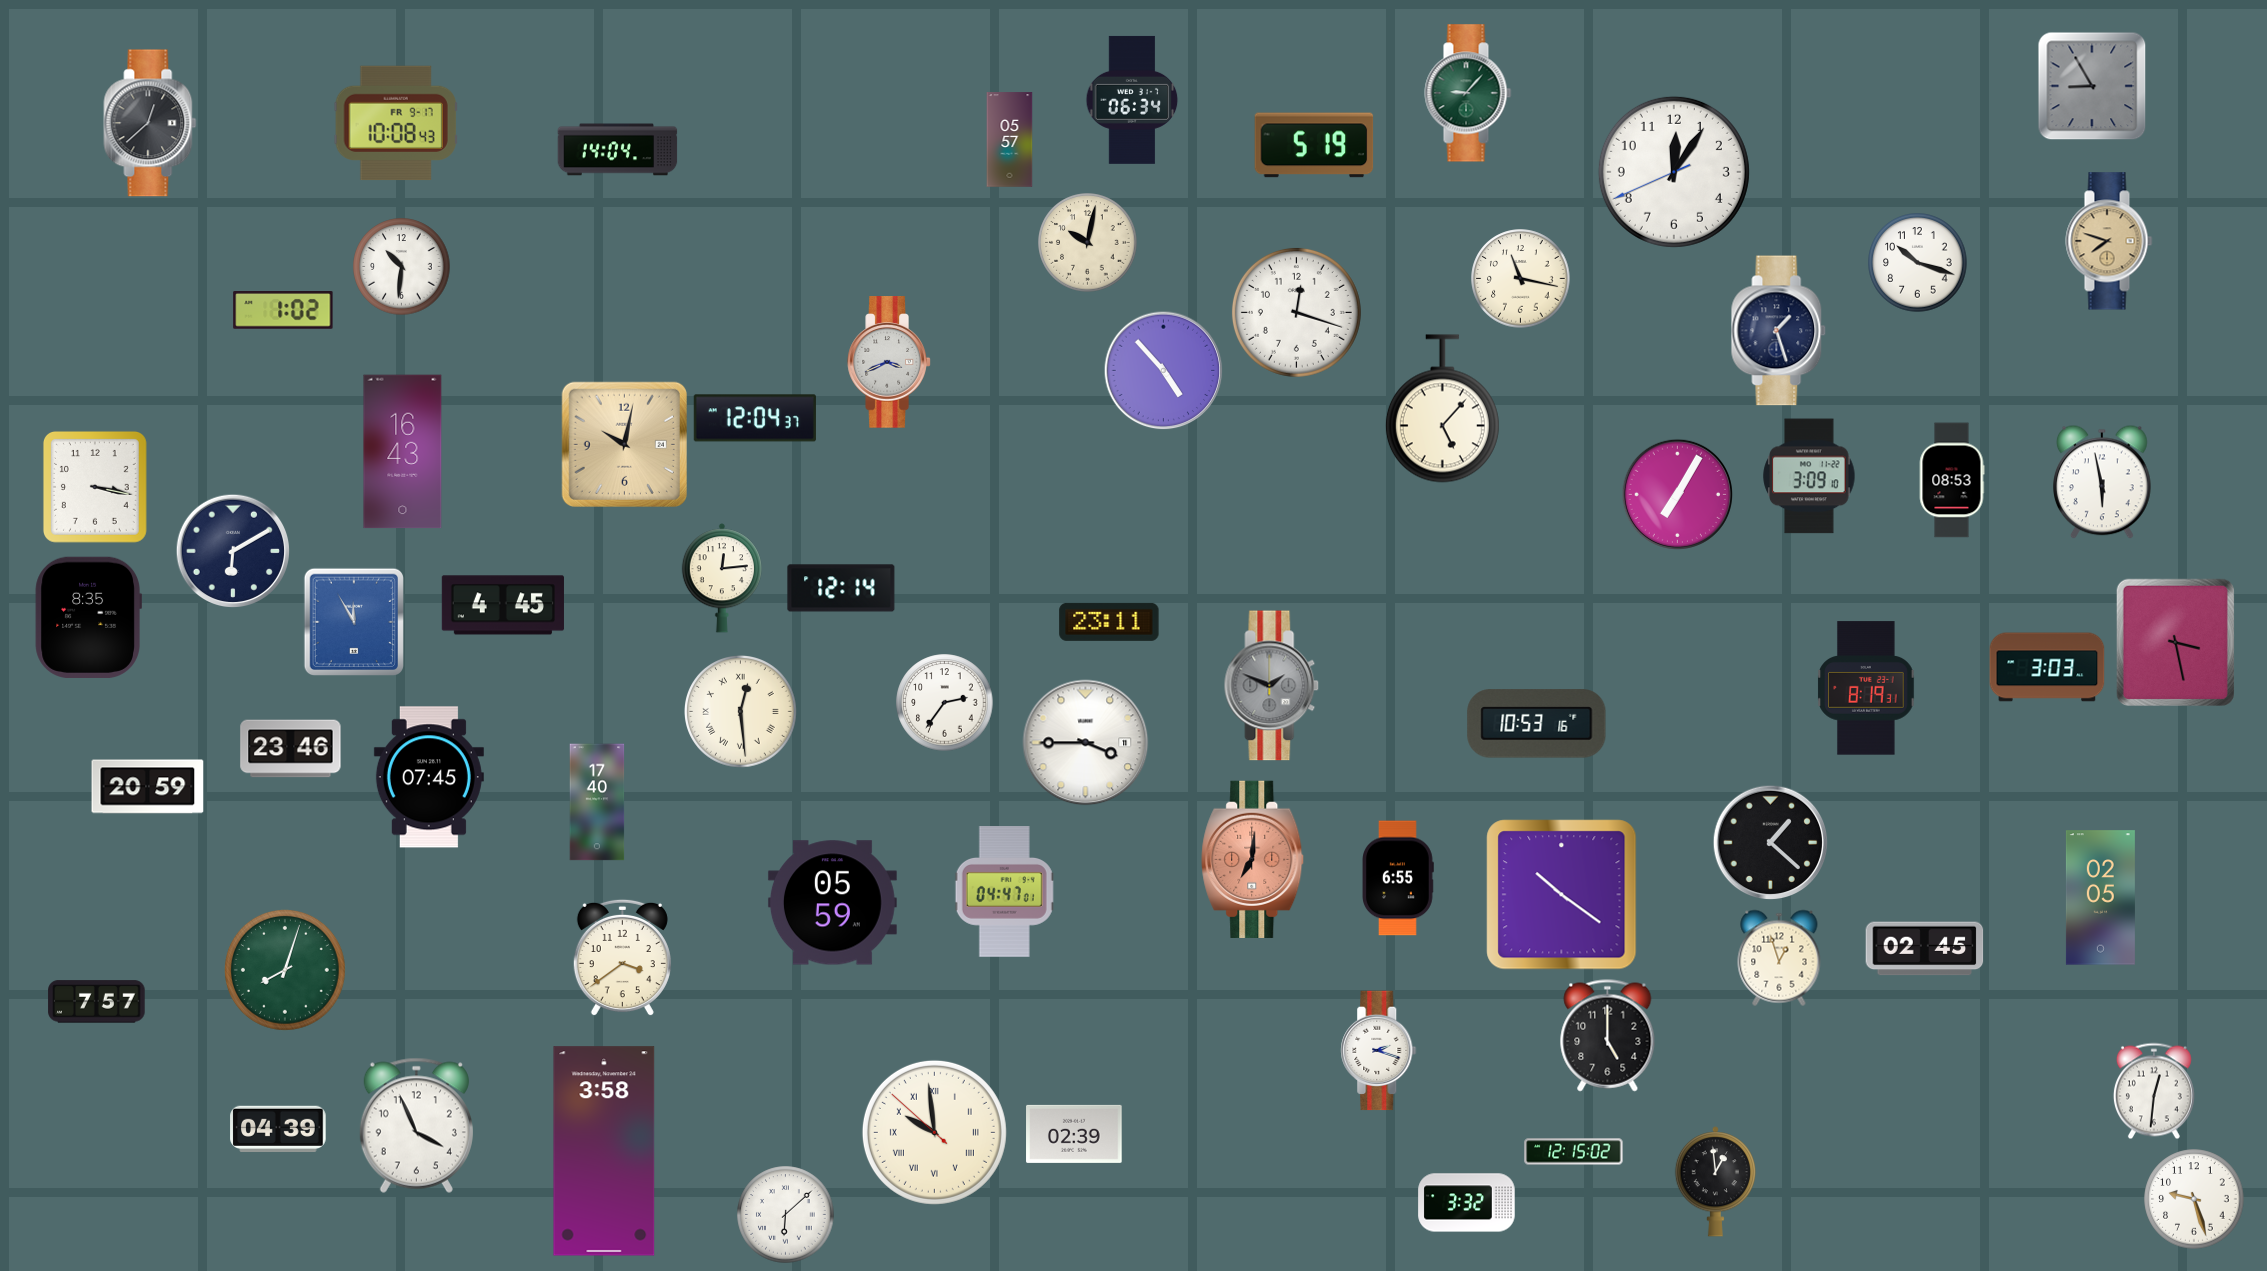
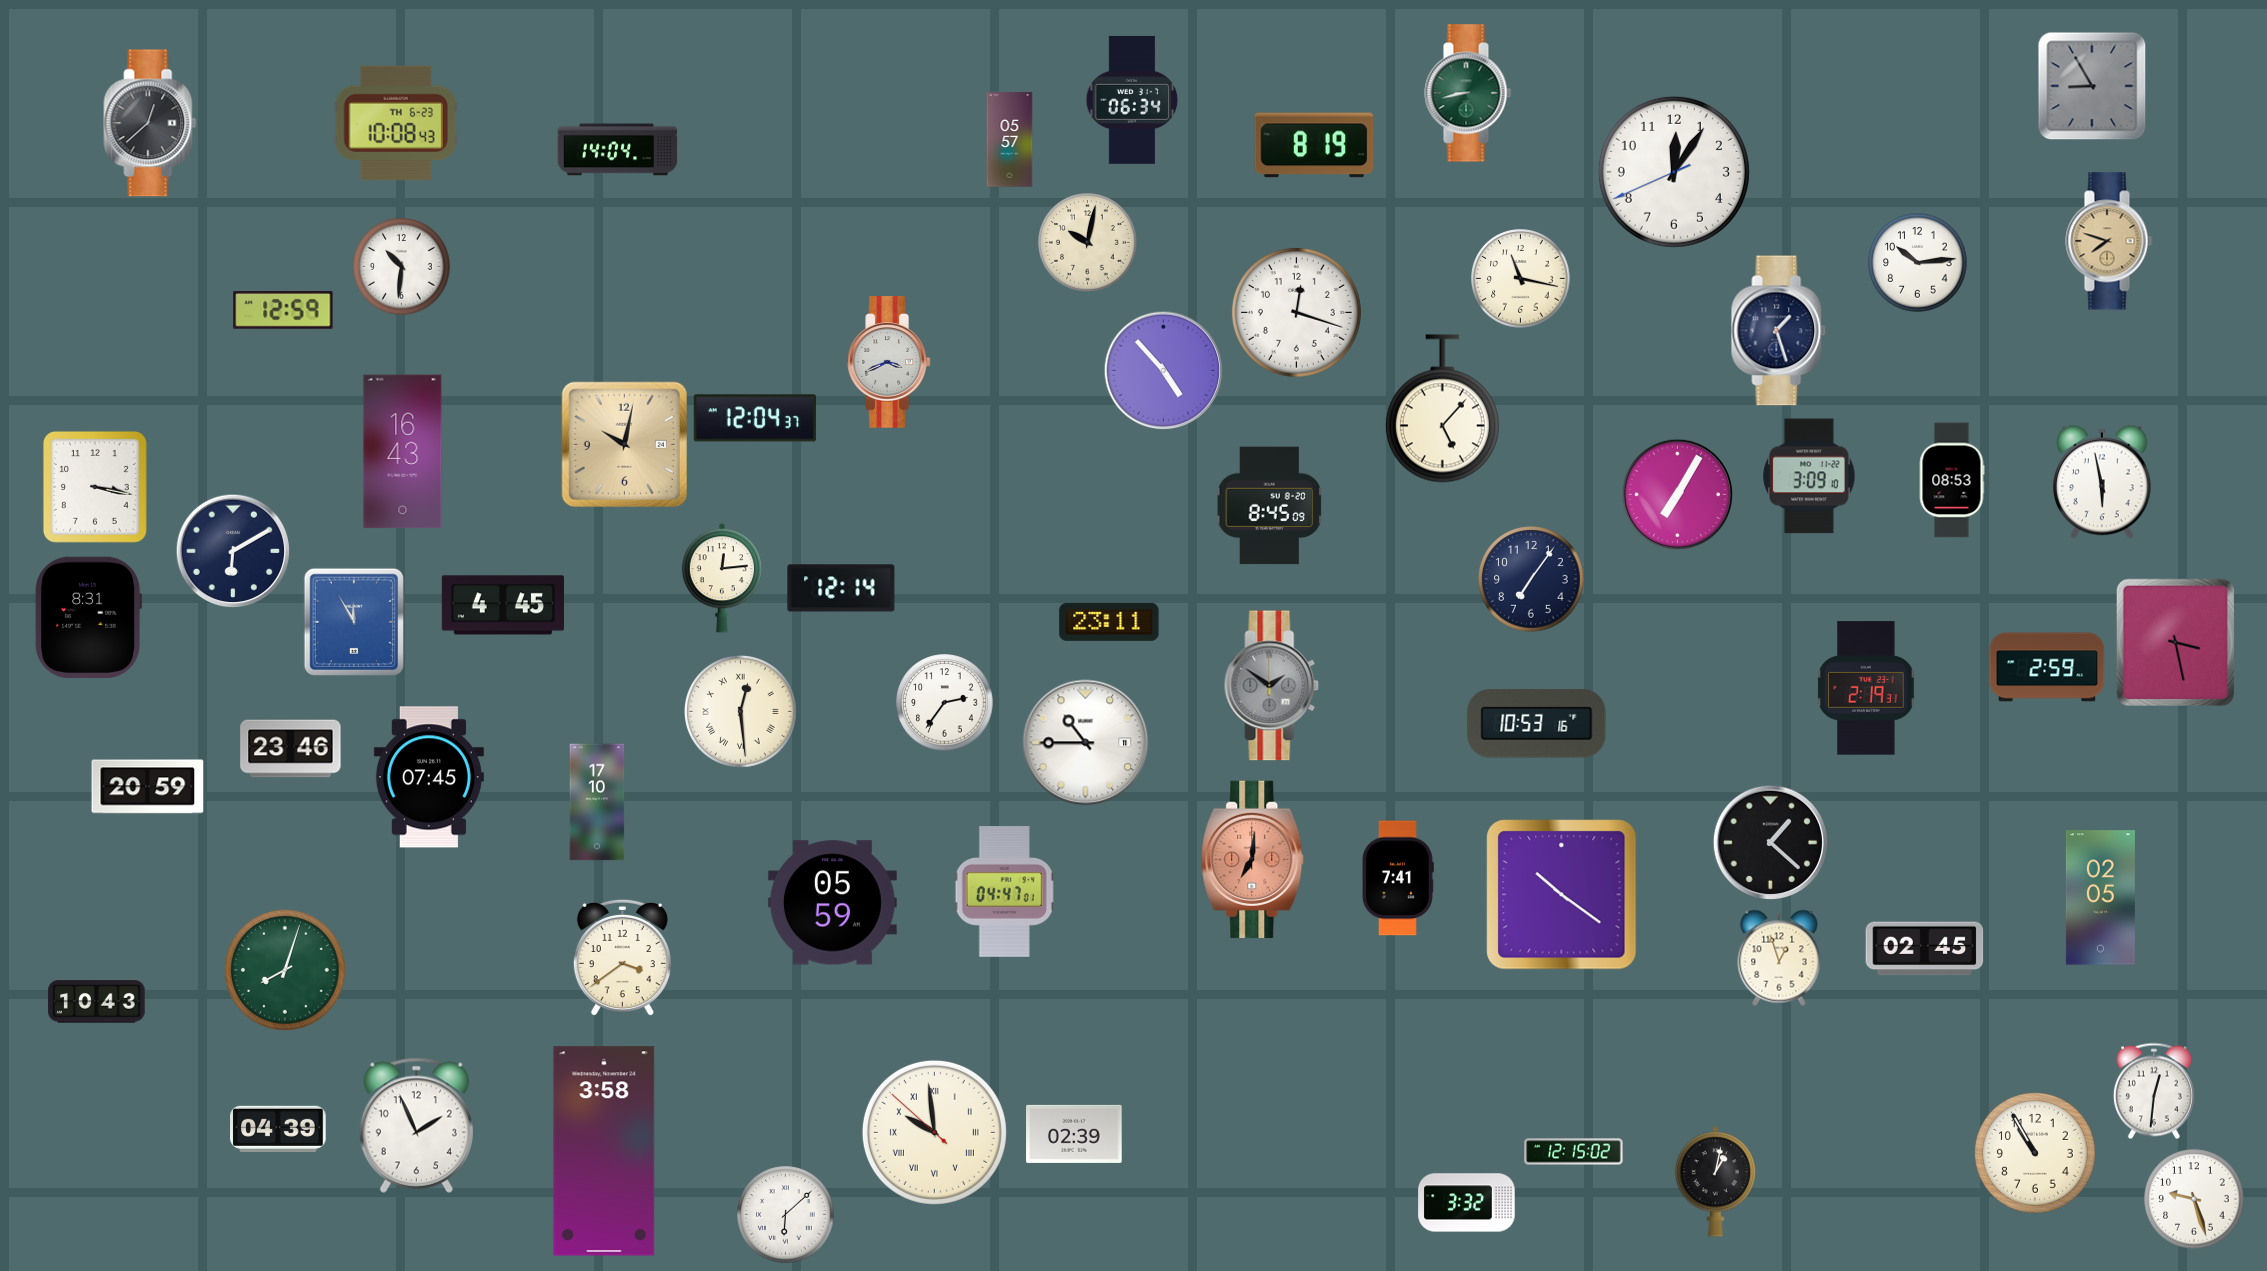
clock at (1468, 93): 9:07 -> 8:43
clock at (396, 123) date: FR 9-17 -> TH 6-23
clock at (1314, 145): 5:19 -> 8:19
clock at (1918, 263): 10:18 -> 10:14
clock at (283, 311): 1:02 -> 12:59
clock at (1270, 506): none -> 8:45
clock at (1531, 579): none -> 7:06
clock at (88, 617): 8:35 -> 8:31
clock at (2047, 667): 3:03 -> 2:59
clock at (1272, 686): 1:49 -> 1:51
clock at (1866, 688): 8:19 -> 2:19
clock at (1086, 743): 3:45 -> 10:45
clock at (597, 802): 17:40 -> 17:10
clock at (1398, 878): 6:55 -> 7:41
clock at (97, 1002): 7:57 -> 10:43
clock at (1608, 1036): 5:00 -> none
clock at (1379, 1051): 2:18 -> none
clock at (416, 1125): 3:56 -> 1:56
clock at (2035, 1153): none -> 10:55
clock at (1715, 1182): 12:59 -> 1:02
